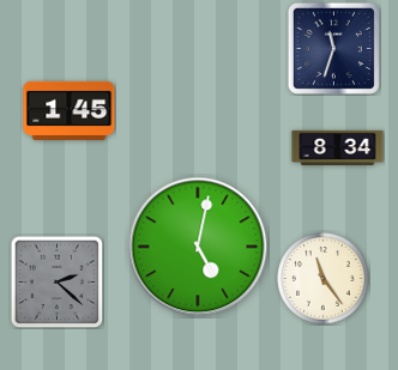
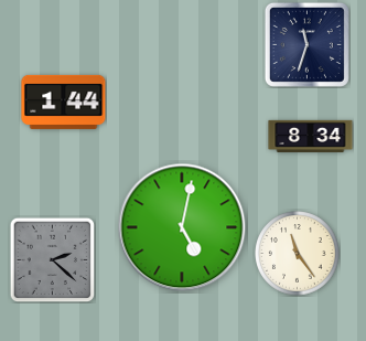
clock at (70, 110): 1:45 -> 1:44
clock at (324, 279) position: (324, 279) -> (298, 254)
